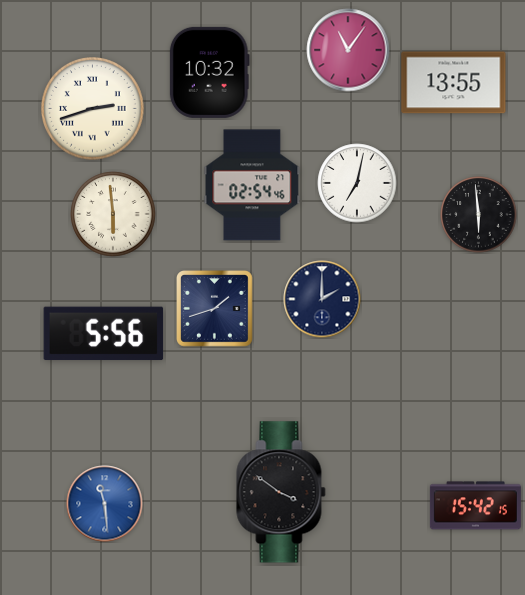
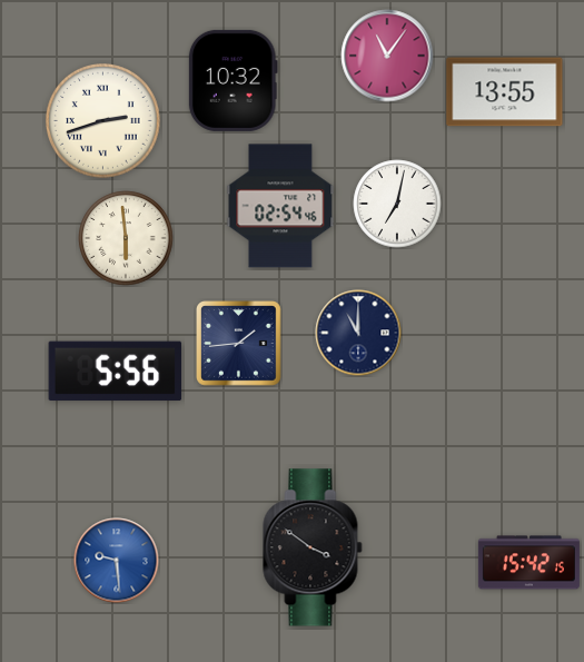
clock at (479, 215): 5:59 -> none
clock at (322, 299): 2:00 -> 11:00
clock at (215, 309): 1:42 -> 1:44
clock at (105, 504): 11:29 -> 9:29
